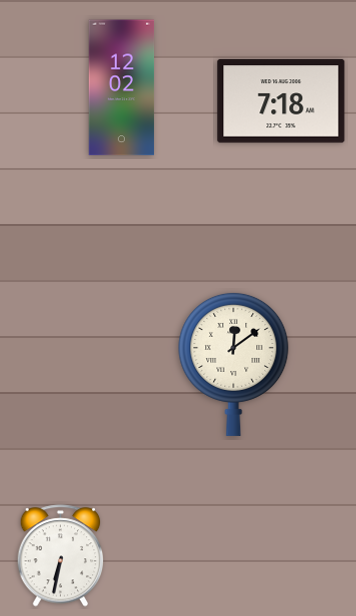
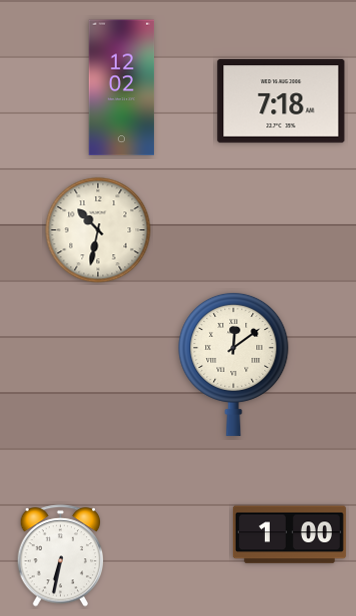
clock at (98, 230): none -> 10:32
clock at (289, 535): none -> 1:00
